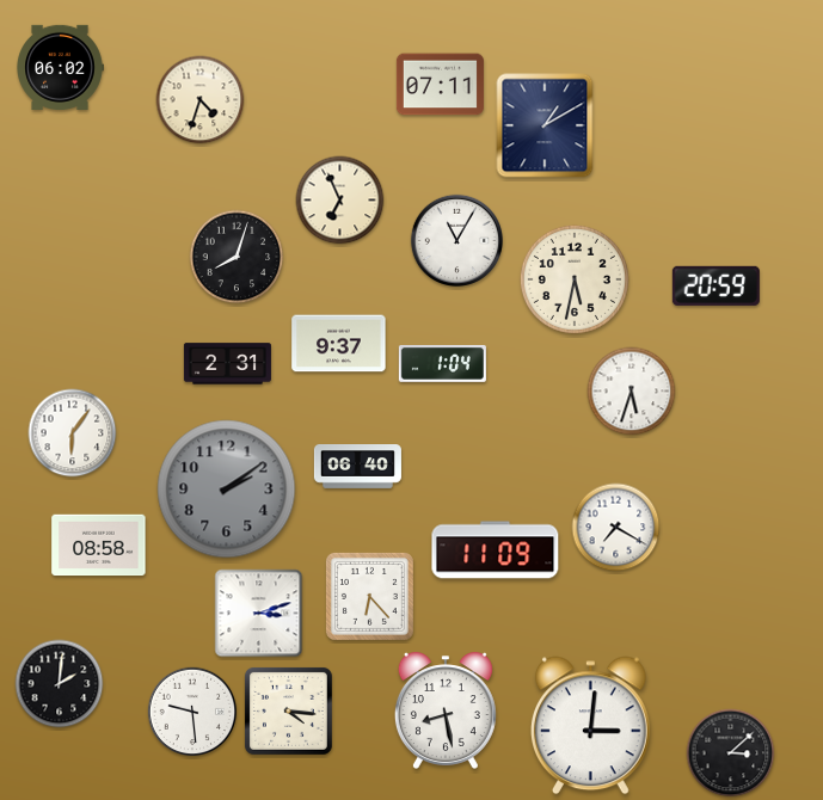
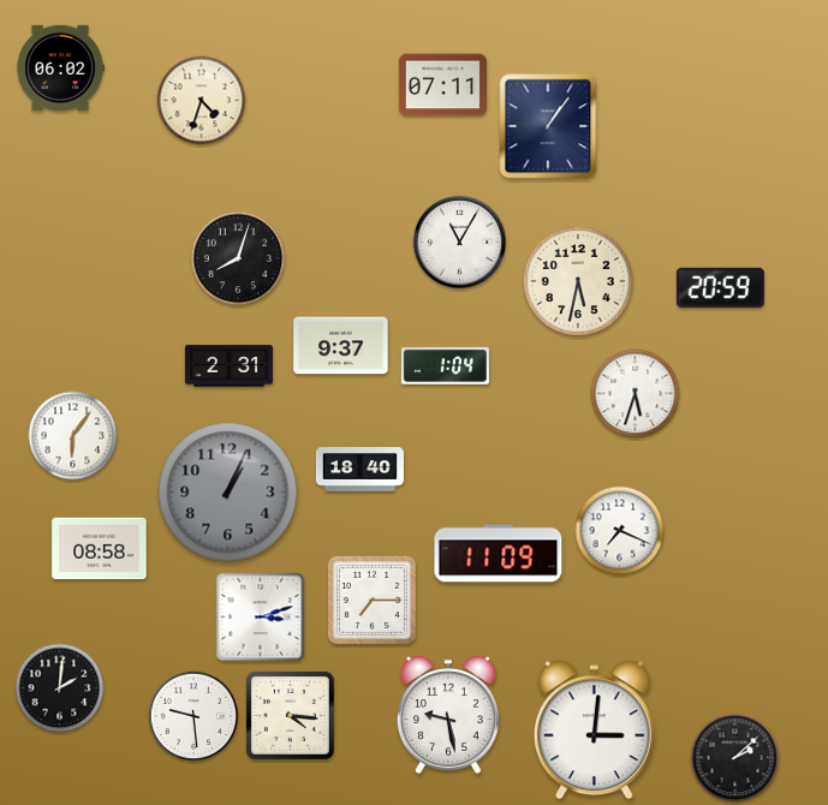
clock at (545, 125): 1:10 -> 1:06
clock at (340, 201): 6:56 -> none
clock at (357, 467): 06:40 -> 18:40
clock at (227, 490): 2:09 -> 1:04
clock at (616, 528): 7:20 -> 7:19
clock at (369, 596): 6:23 -> 7:15
clock at (446, 710): 8:28 -> 9:28
clock at (731, 753): 3:08 -> 2:08
